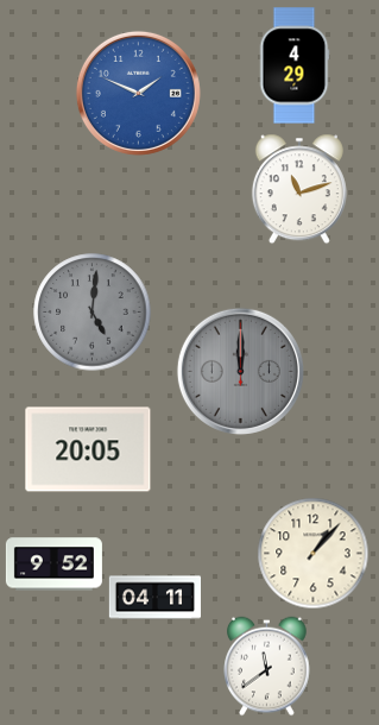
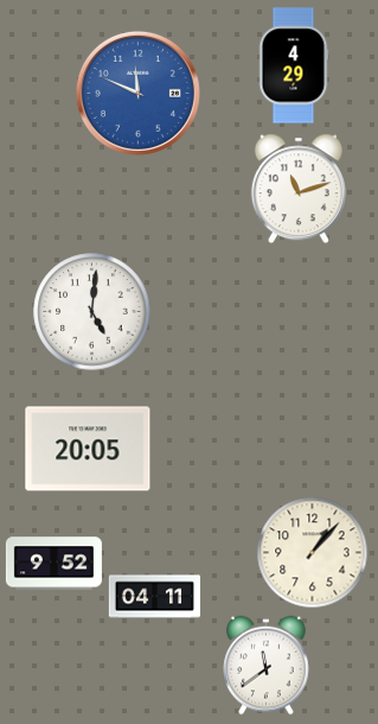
clock at (138, 93): 1:49 -> 11:49
clock at (93, 313) dial: grey -> white
clock at (240, 371): 12:00 -> none
